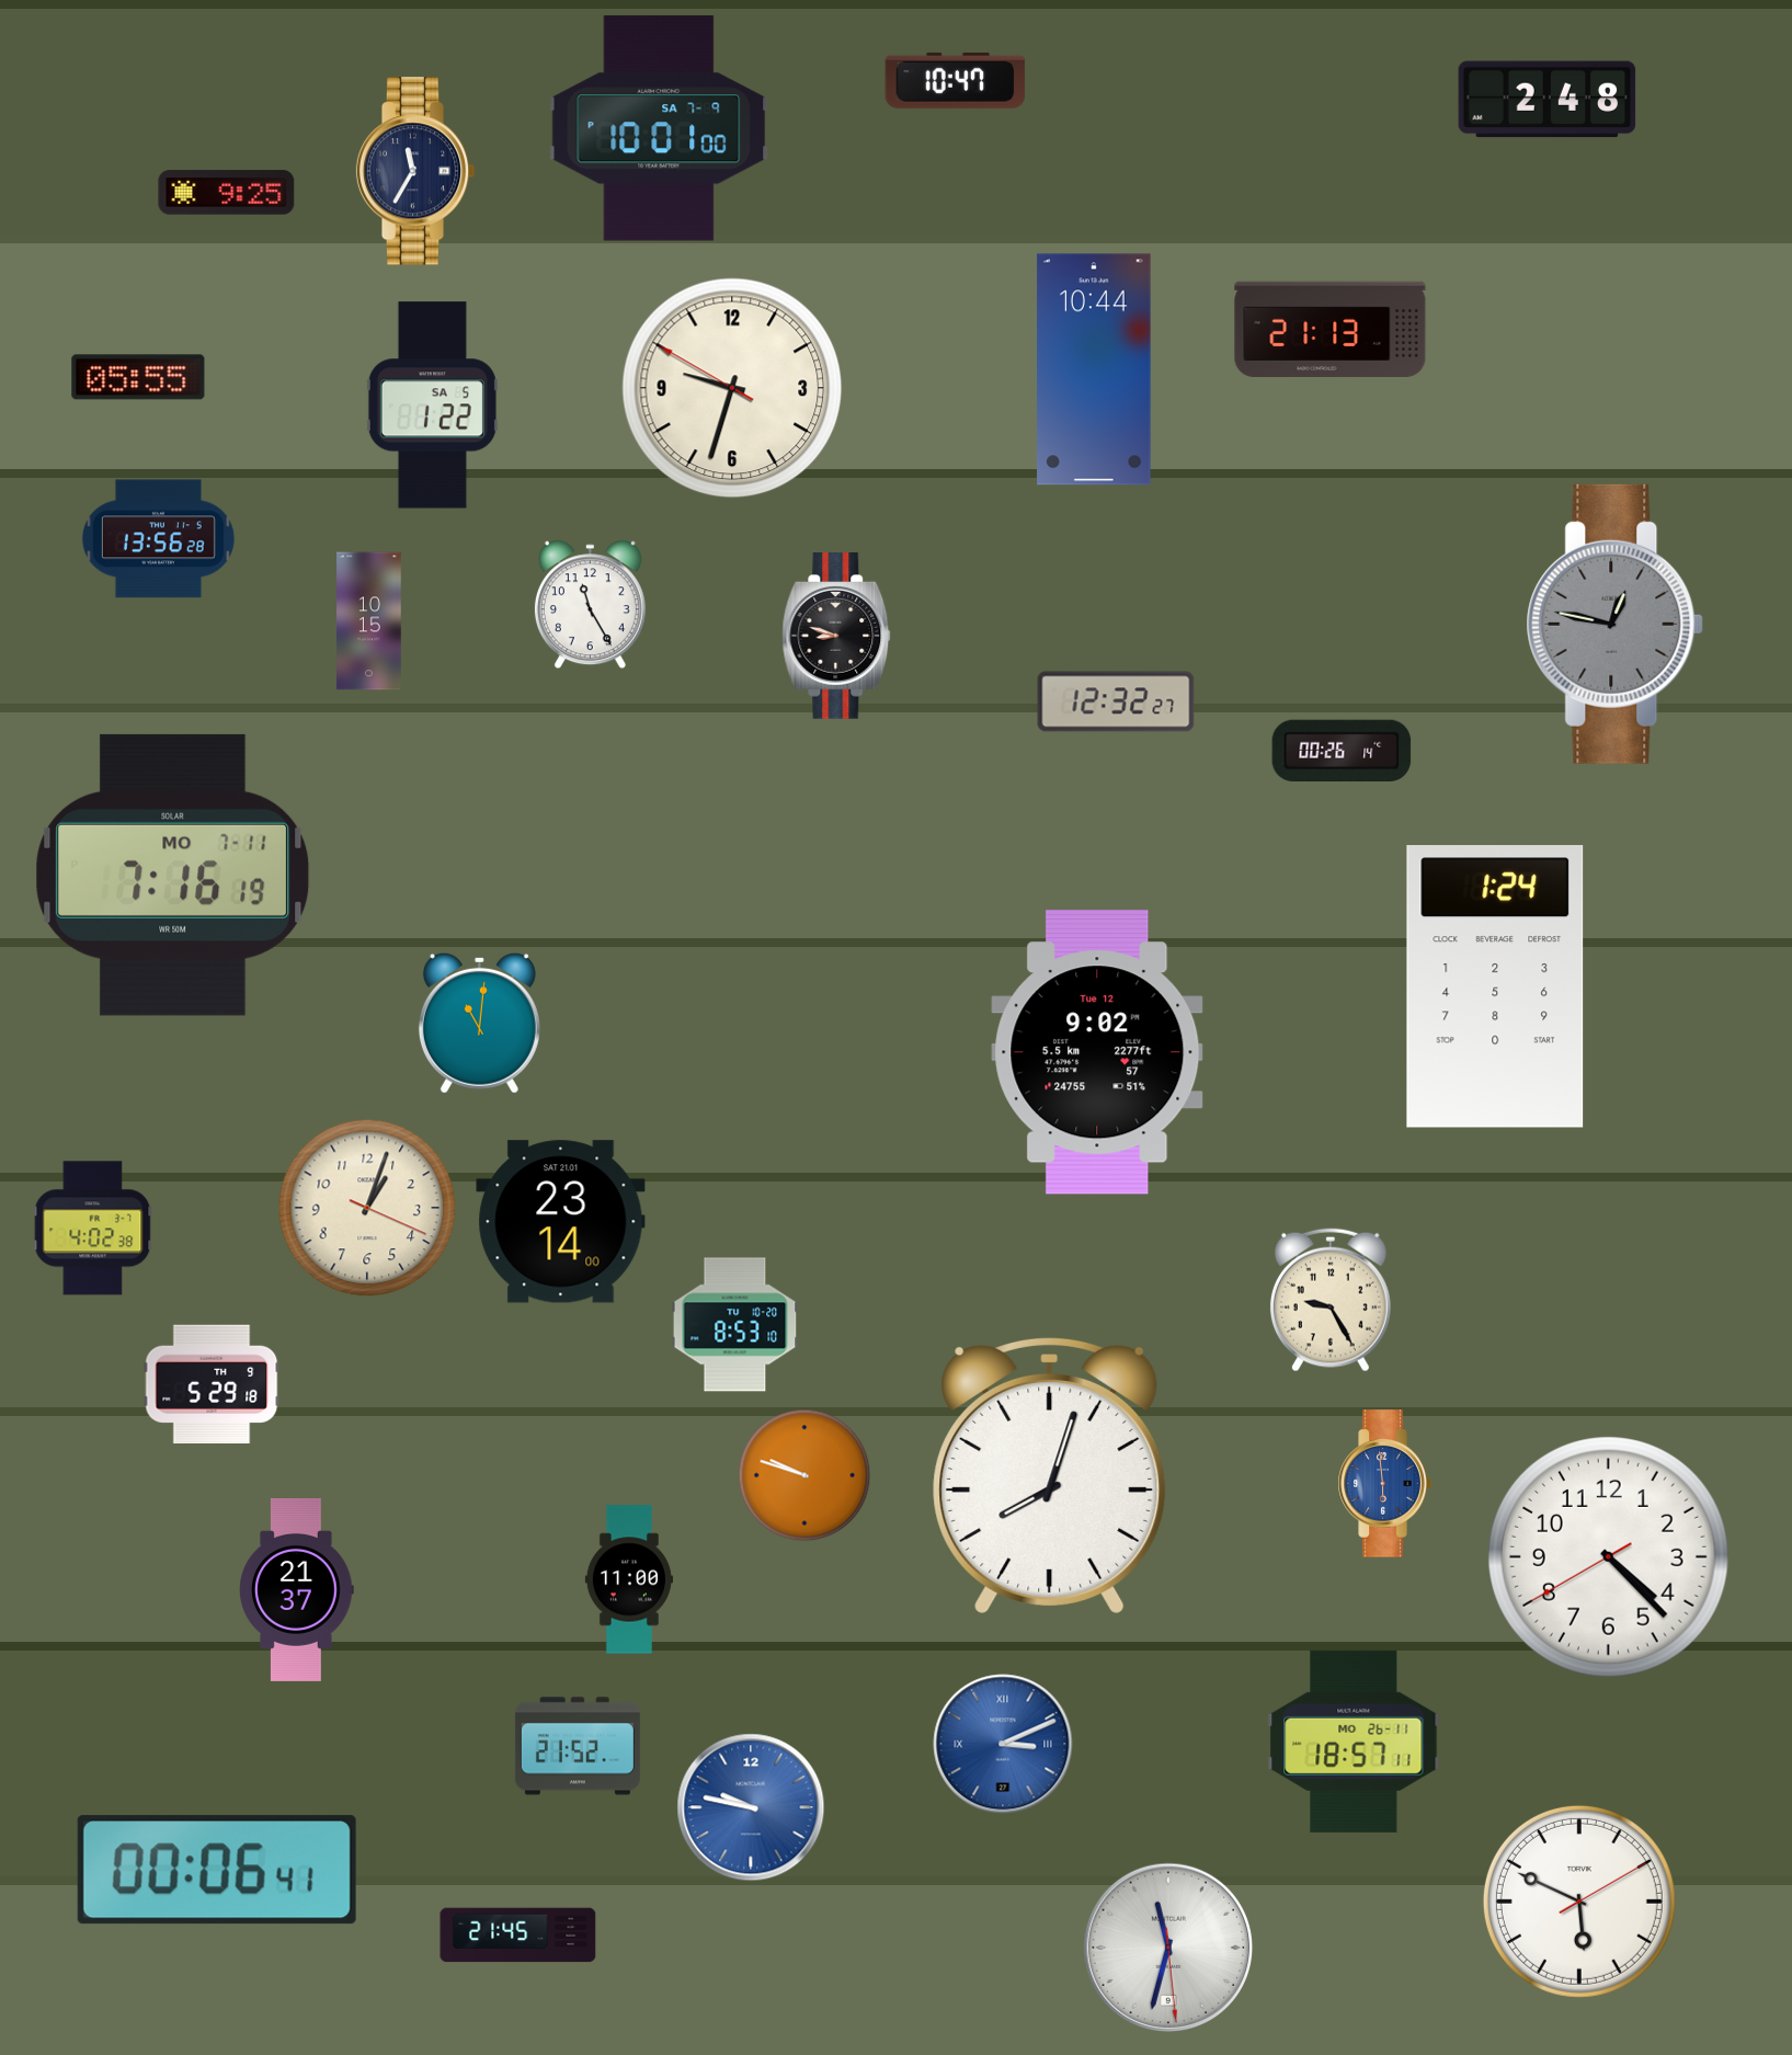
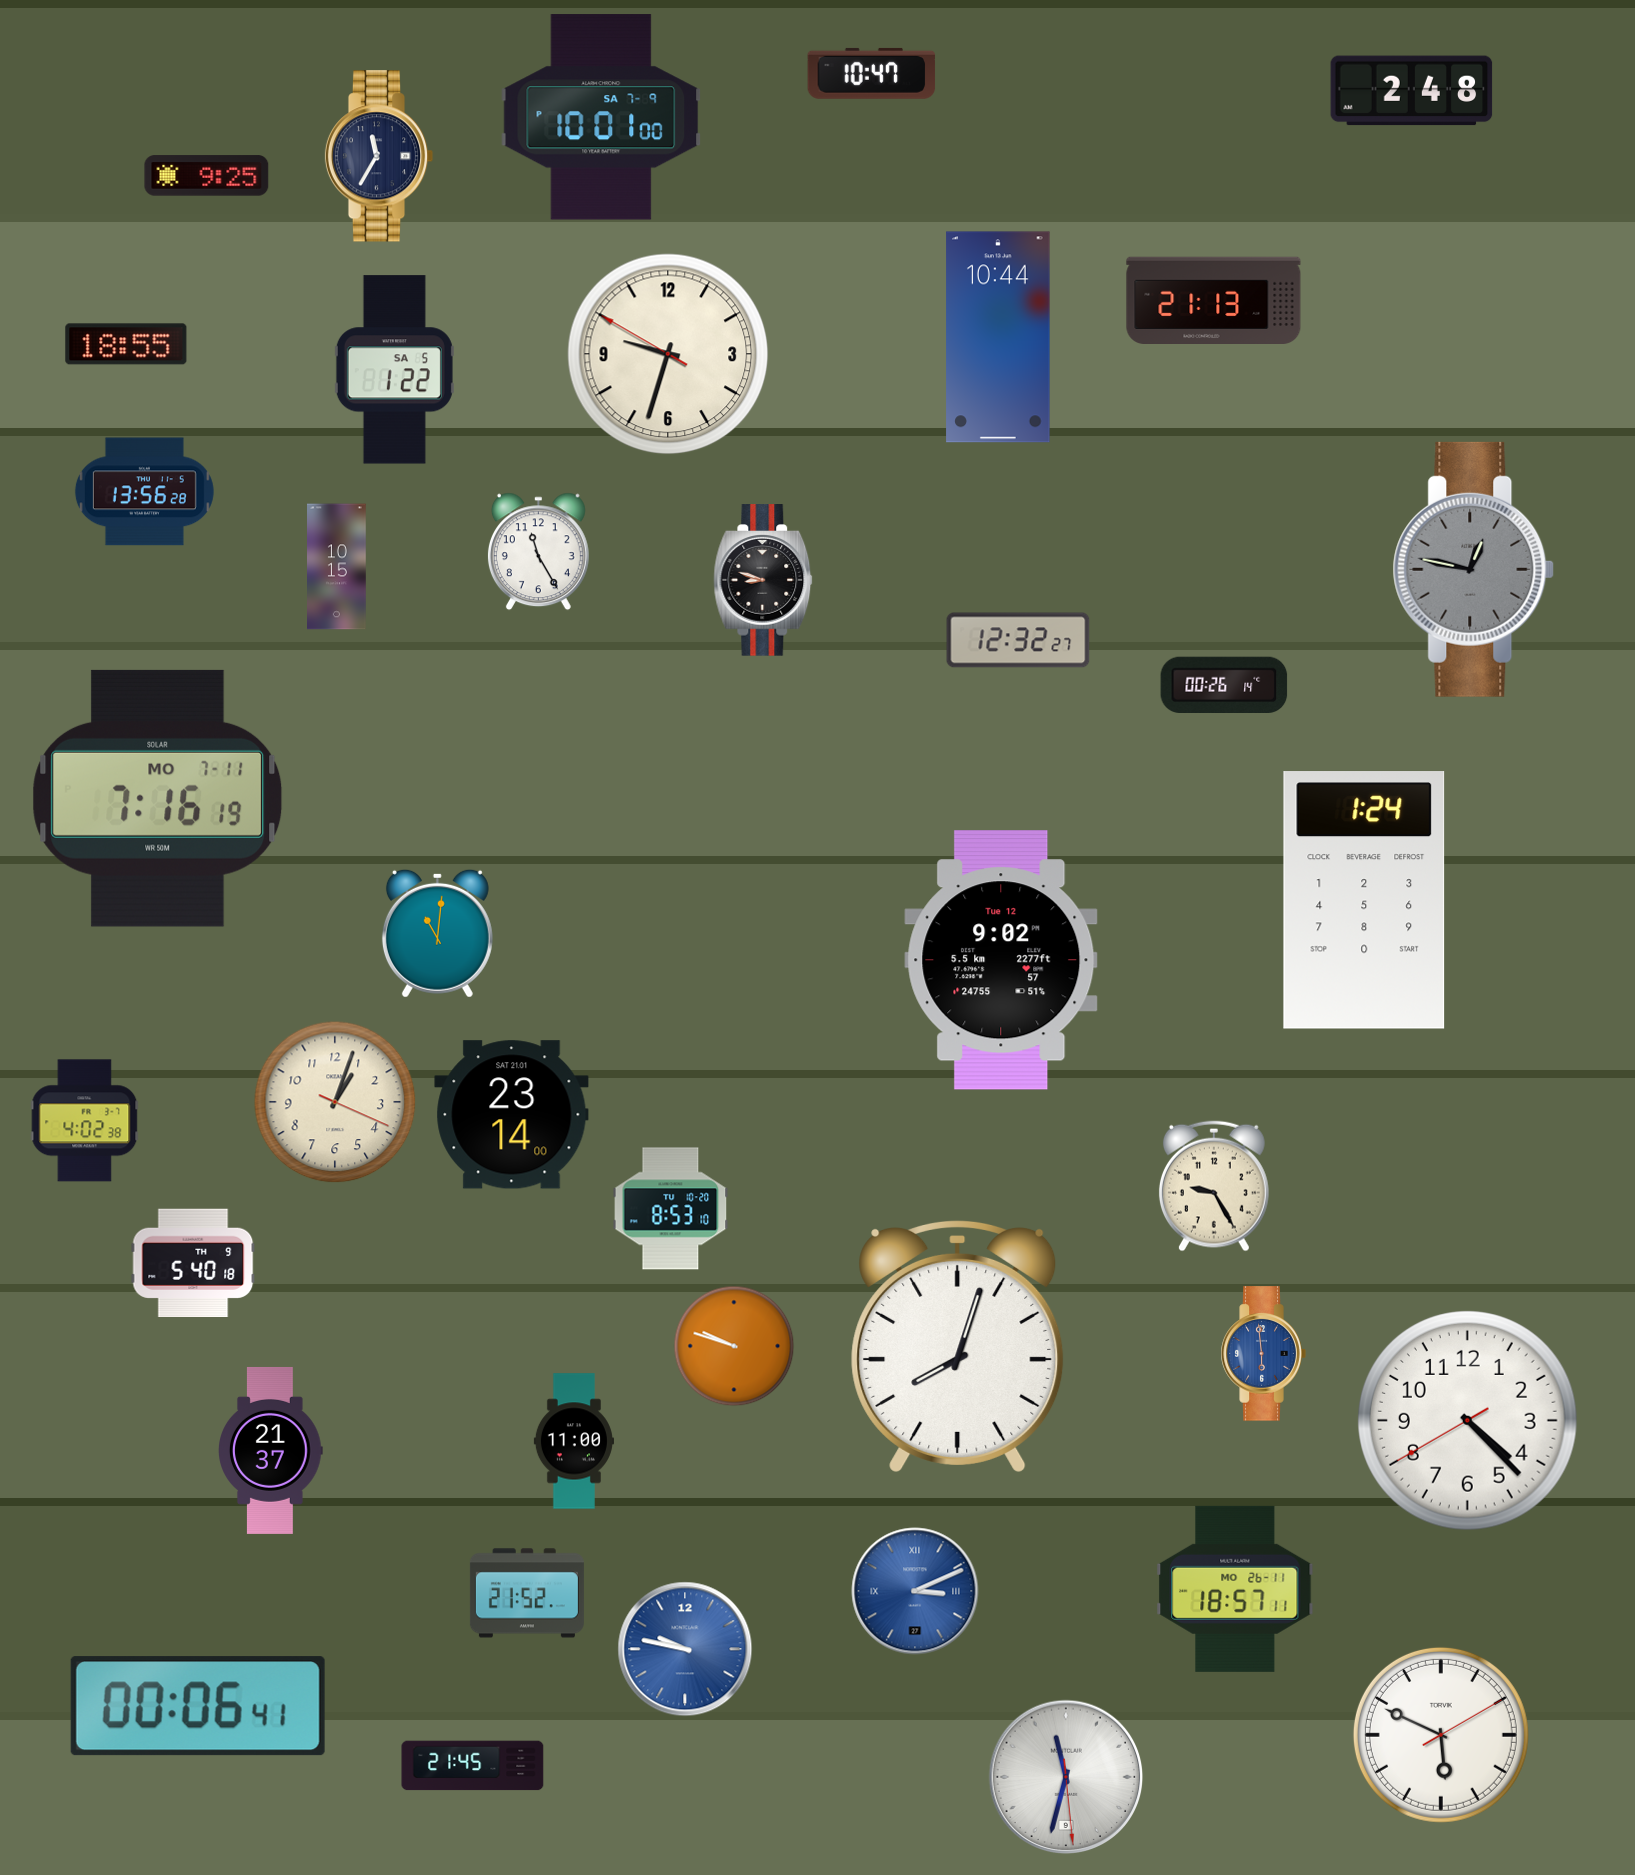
clock at (138, 377): 05:55 -> 18:55
clock at (212, 1383): 5:29 -> 5:40
